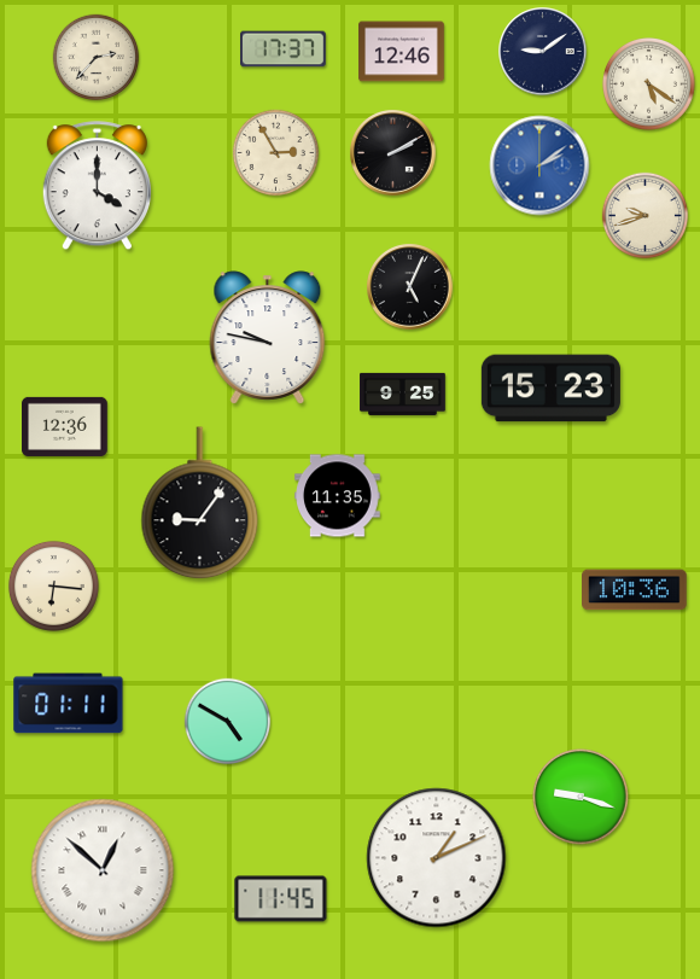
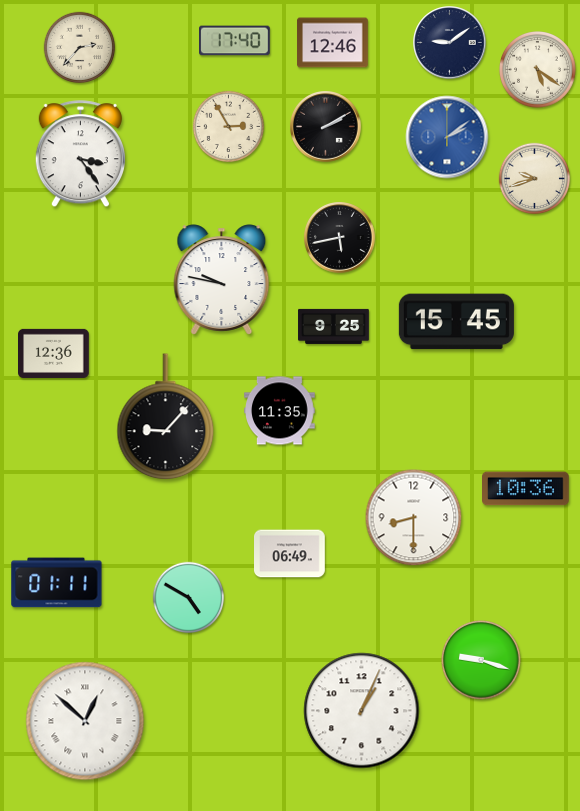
clock at (284, 49): 17:37 -> 17:40
clock at (97, 186): 4:00 -> 3:24
clock at (410, 287): 5:04 -> 5:43
clock at (550, 389): 15:23 -> 15:45
clock at (200, 503): 9:06 -> 9:07
clock at (53, 585): 6:16 -> none
clock at (414, 518): none -> 8:30
clock at (290, 554): none -> 06:49
clock at (437, 858): 1:11 -> 1:04
clock at (281, 899): 11:45 -> none
